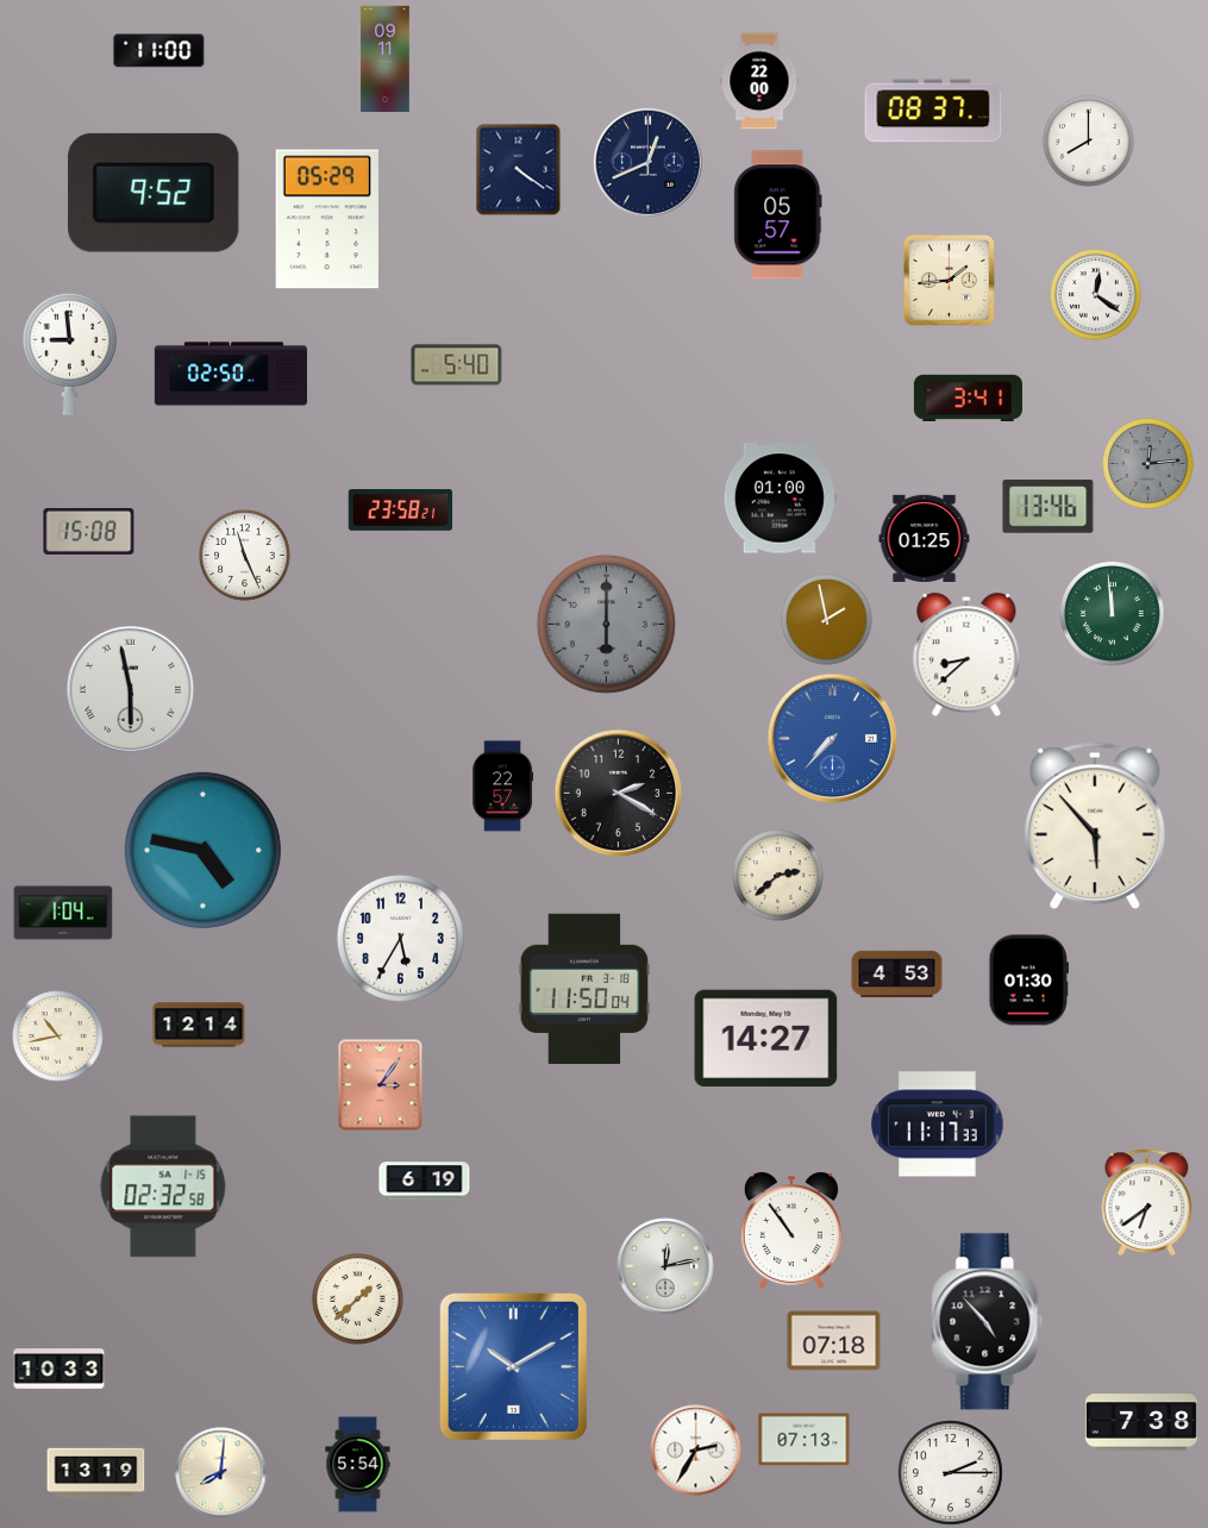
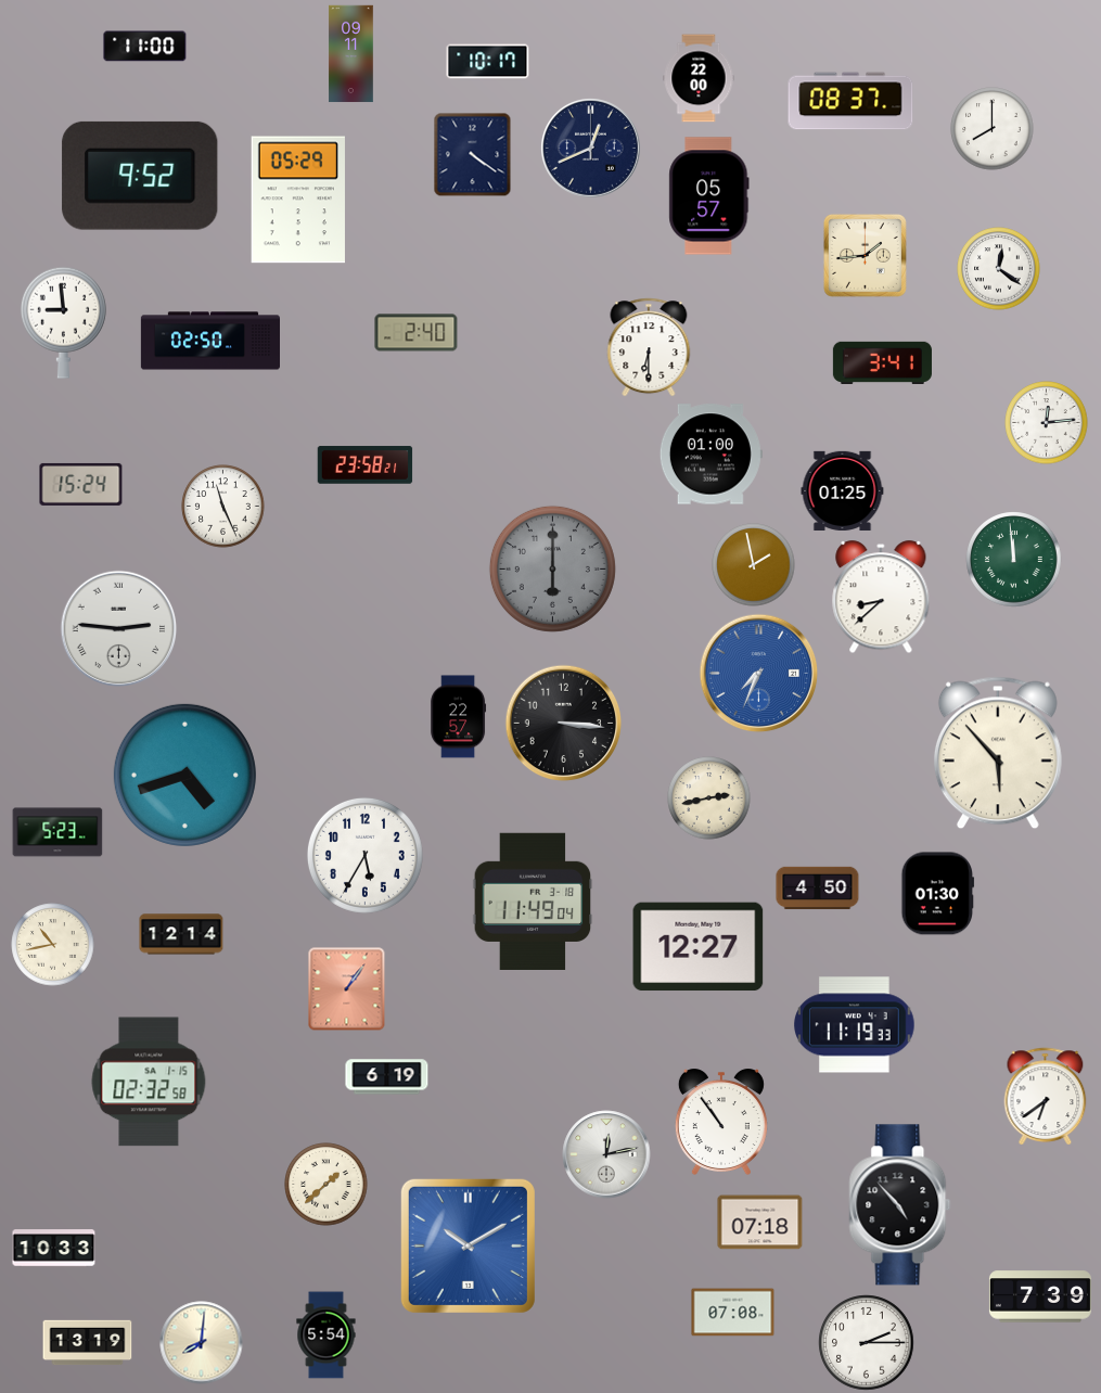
clock at (488, 62): none -> 10:17
clock at (759, 81) position: (759, 81) -> (699, 78)
clock at (457, 365): 5:40 -> 2:40
clock at (649, 347): none -> 6:30
clock at (1148, 464) dial: grey -> white
clock at (1049, 507): 13:46 -> none
clock at (89, 531): 15:08 -> 15:24
clock at (131, 690): 5:58 -> 2:46
clock at (833, 739): 7:37 -> 7:34
clock at (619, 794): 2:20 -> 3:16
clock at (202, 850): 4:47 -> 4:42
clock at (778, 876): 2:38 -> 2:43
clock at (63, 913): 1:04 -> 5:23
clock at (897, 975): 4:53 -> 4:50
clock at (584, 988): 11:50 -> 11:49
clock at (766, 1039): 14:27 -> 12:27
clock at (381, 1085): 3:06 -> 1:06
clock at (938, 1125): 11:17 -> 11:19
clock at (1141, 1422): 7:38 -> 7:39
clock at (805, 1440): 07:13 -> 07:08
clock at (696, 1451): 2:35 -> none
